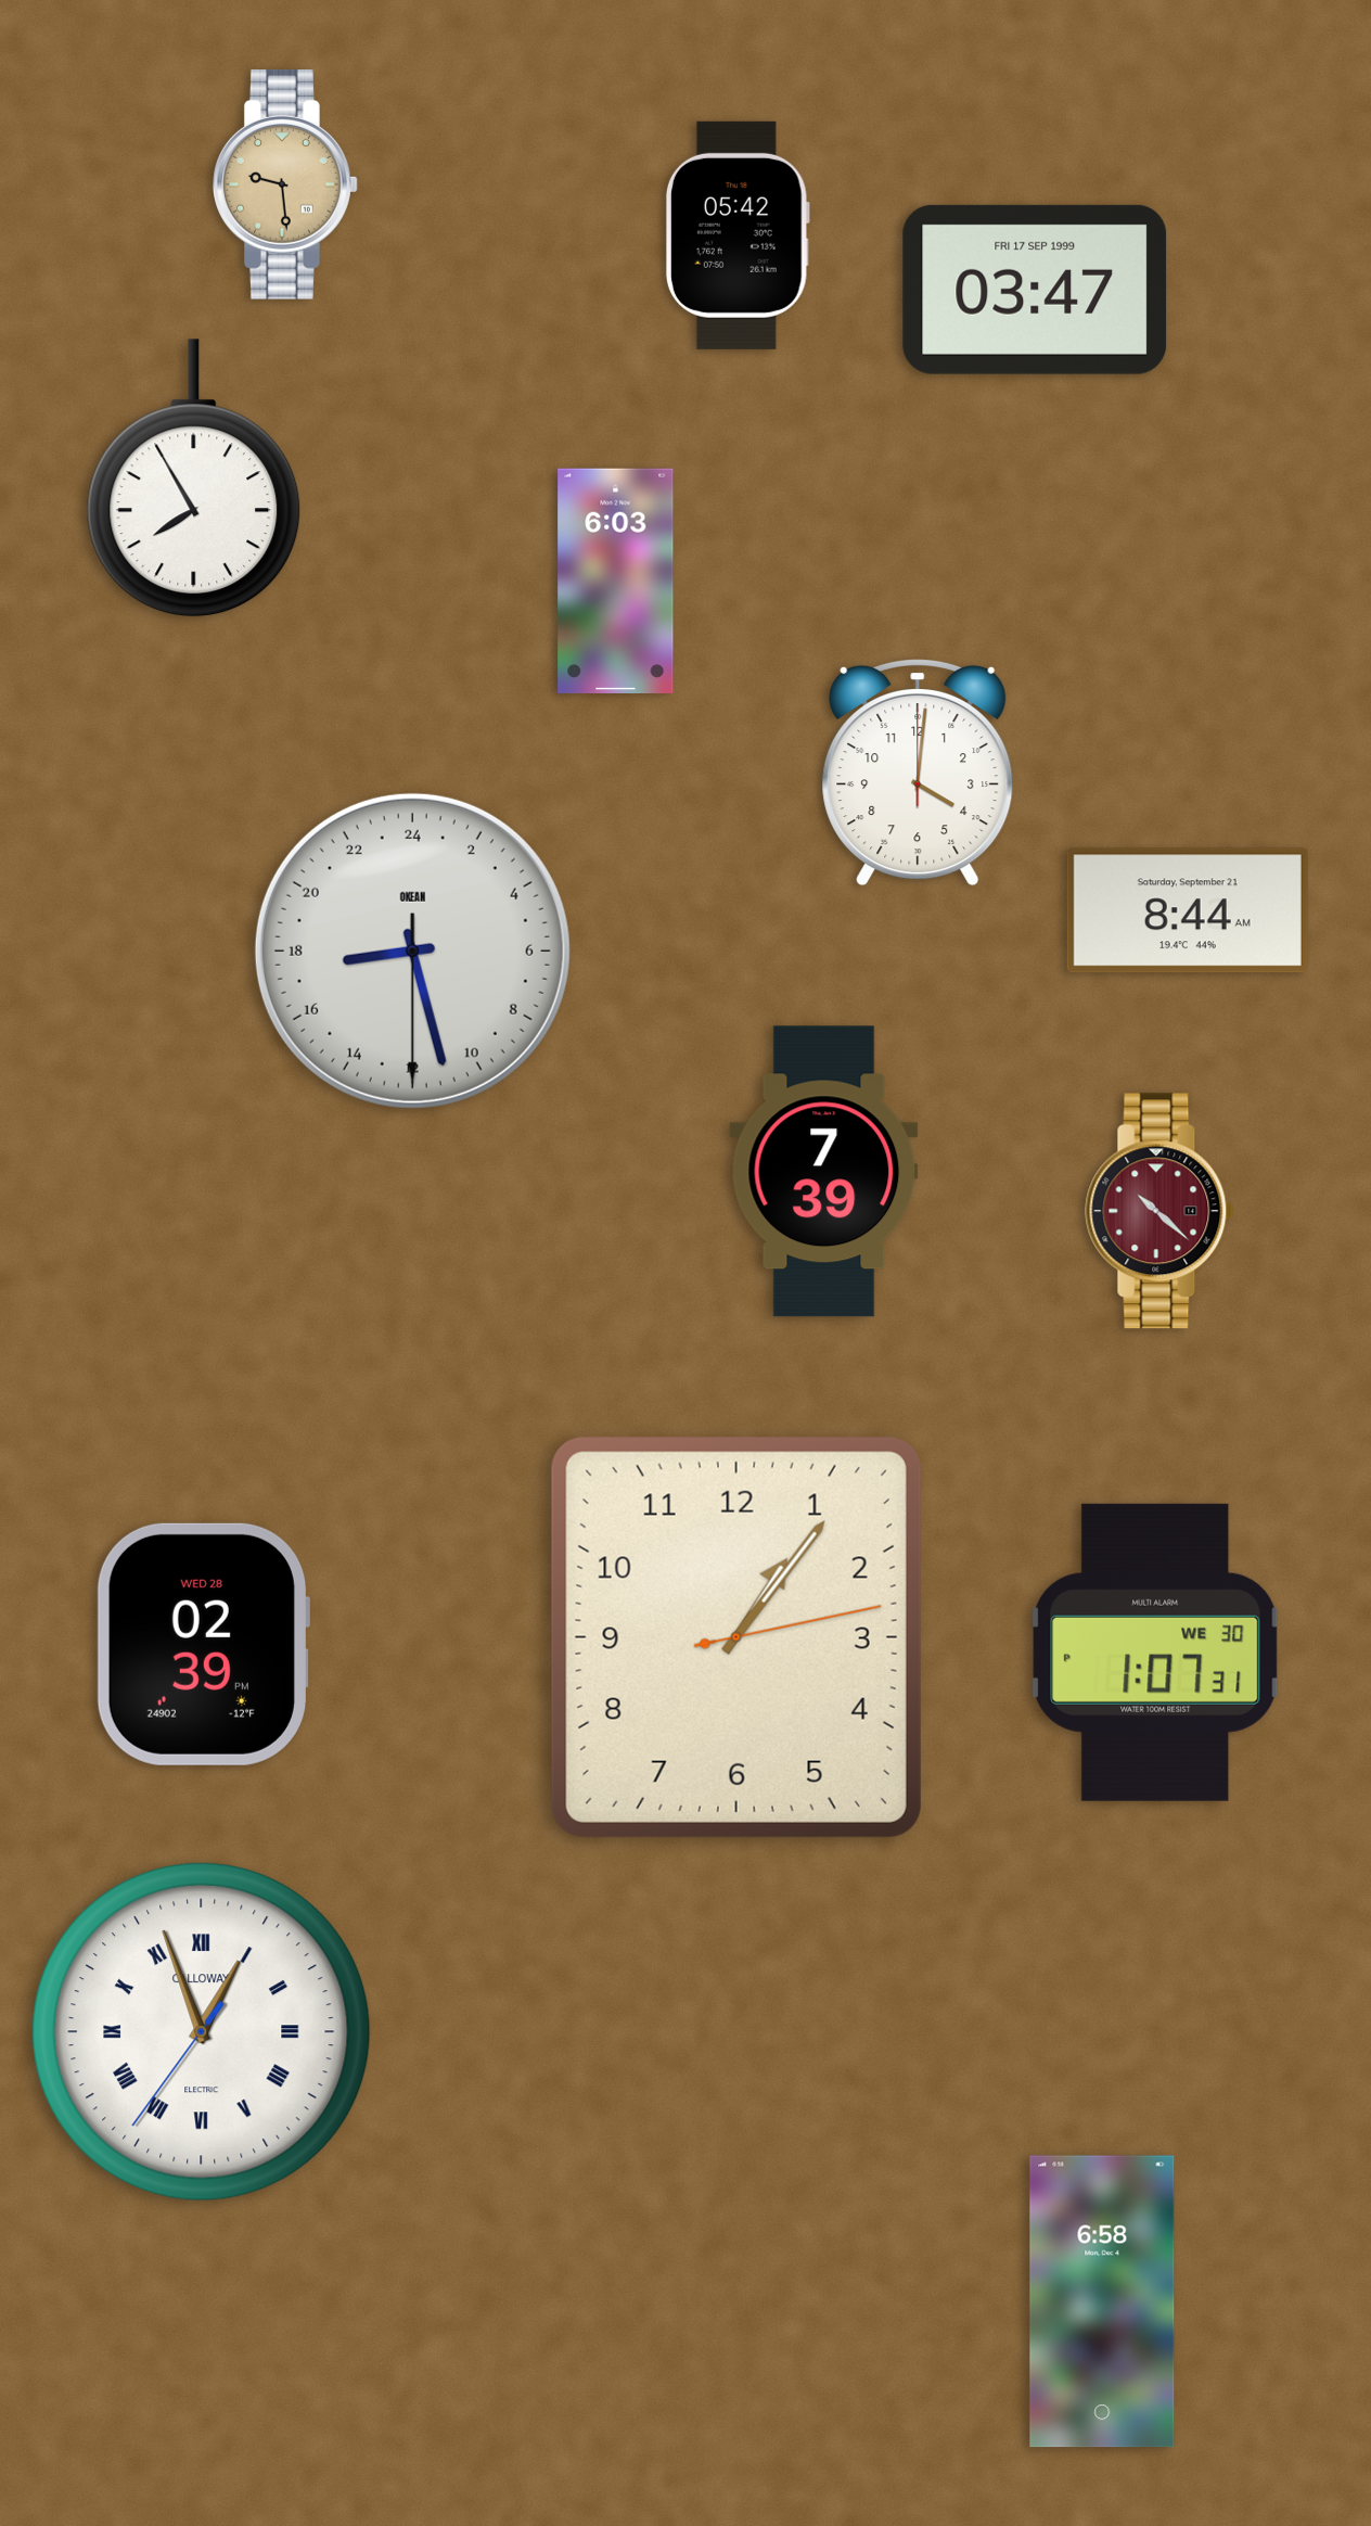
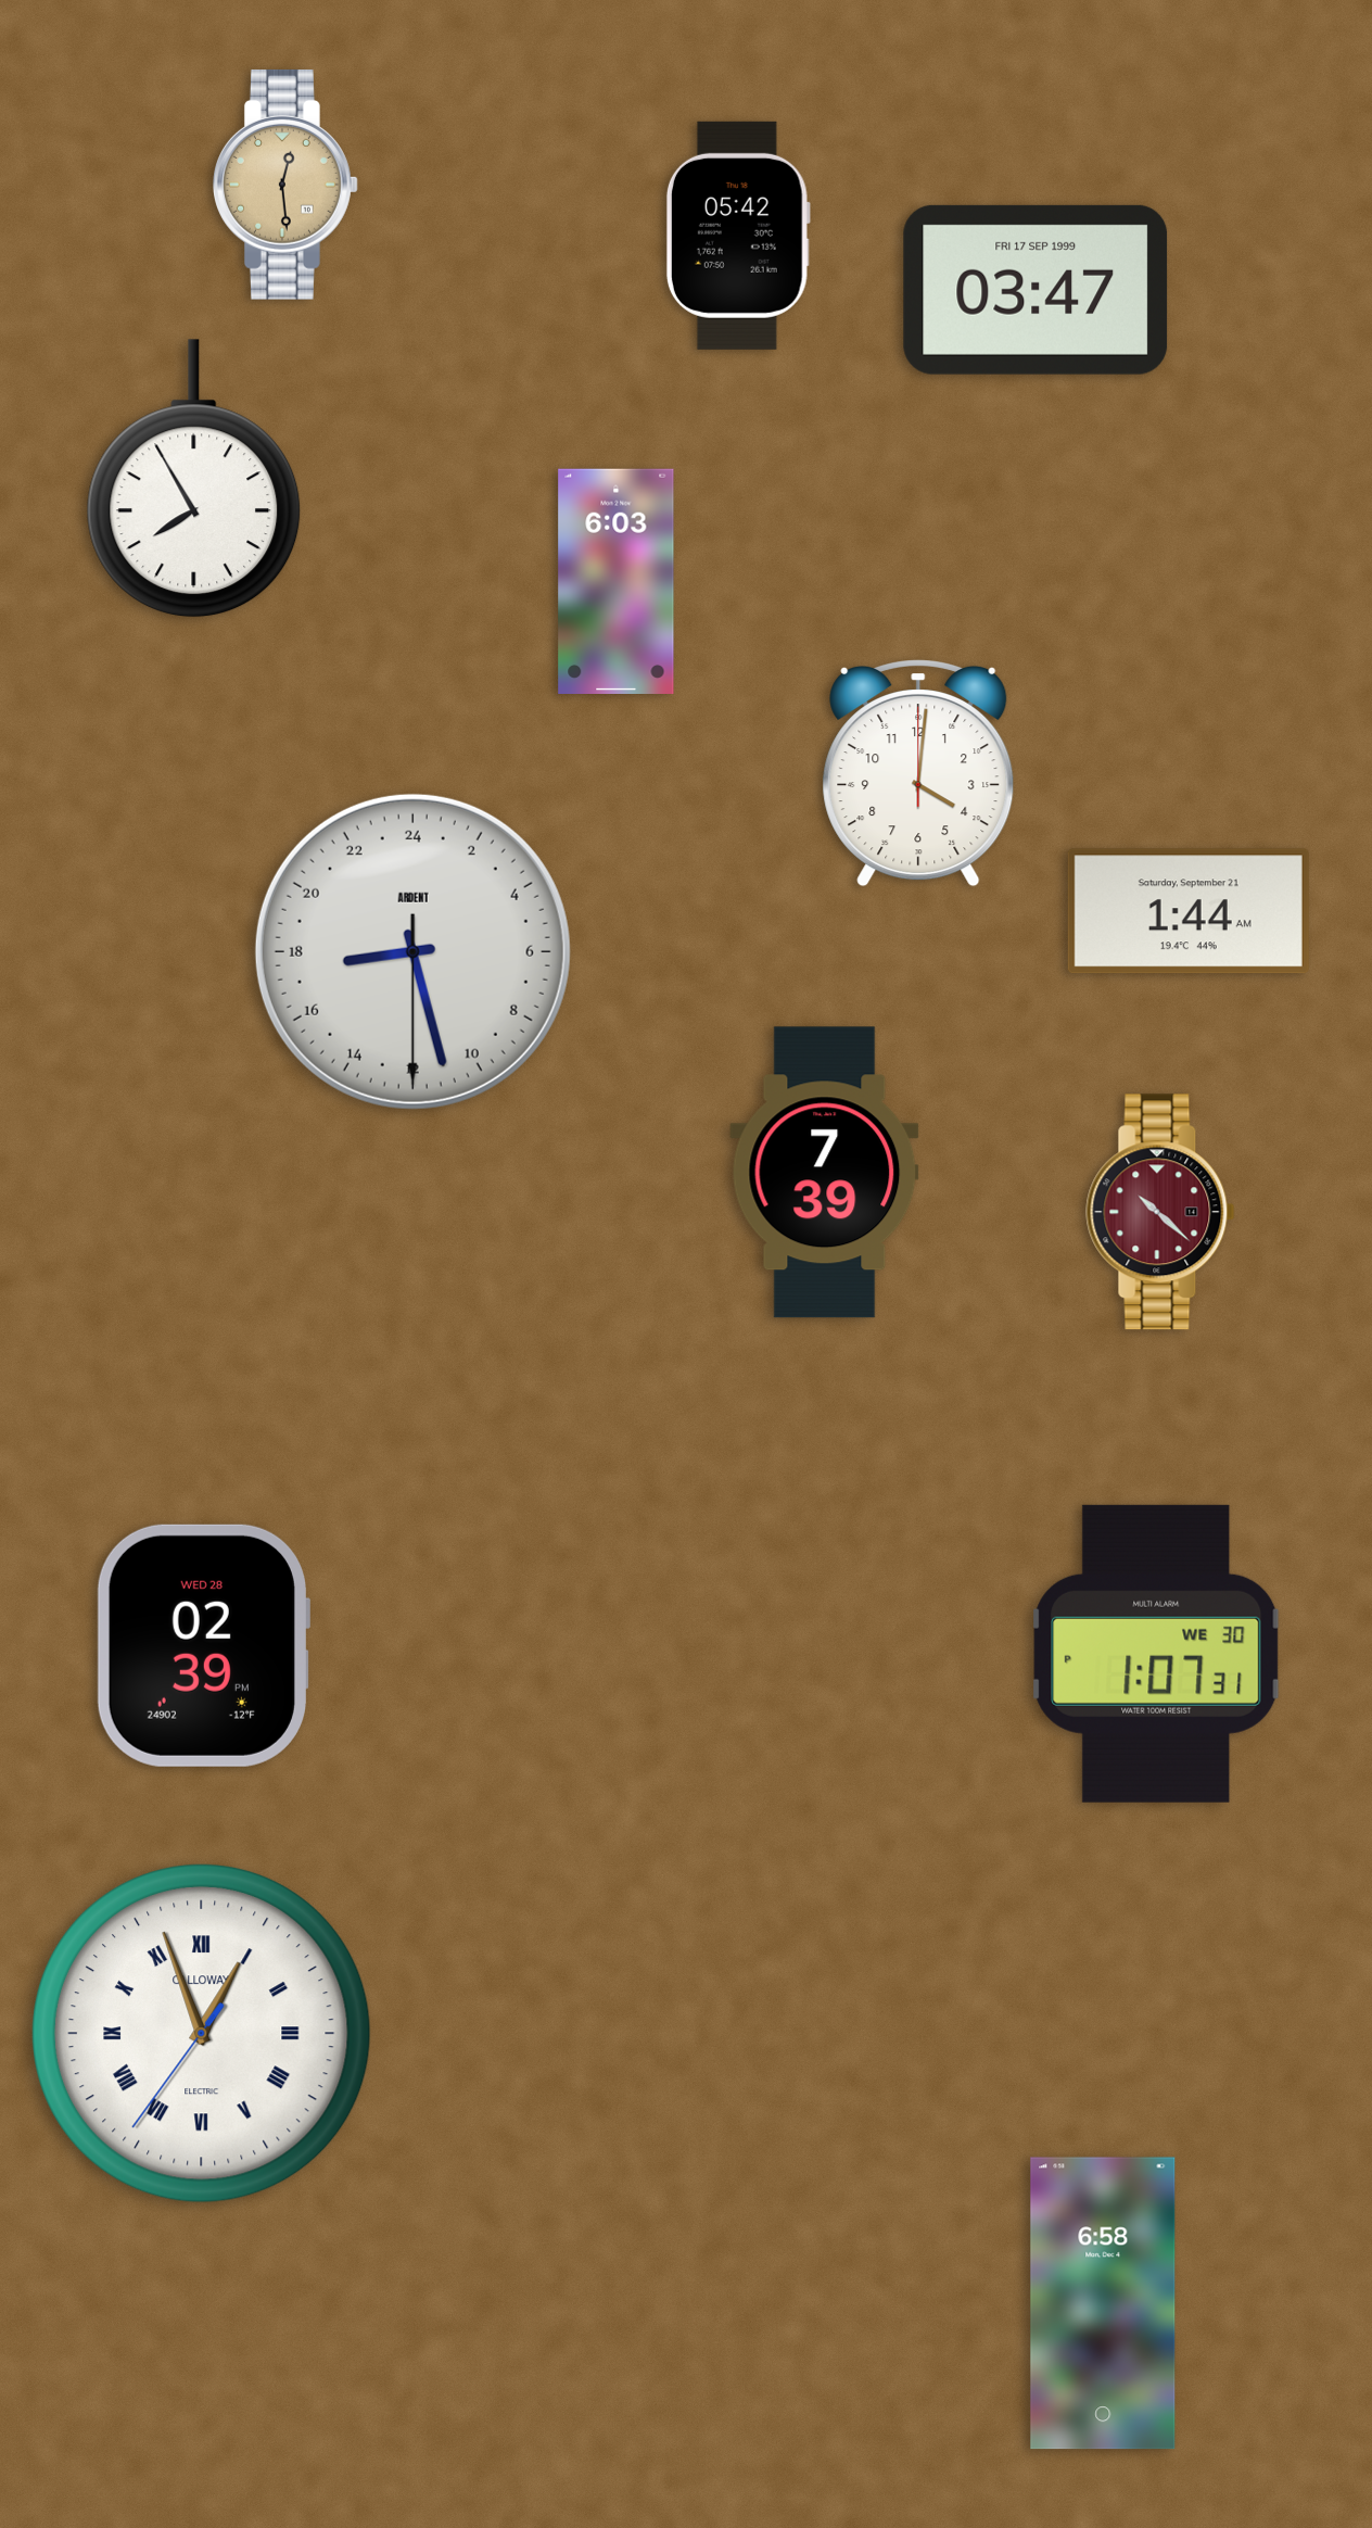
clock at (286, 184): 9:29 -> 12:29
clock at (1188, 910): 8:44 -> 1:44
clock at (412, 951) brand: OKEAN -> ARDENT
clock at (736, 1637): 1:06 -> none
